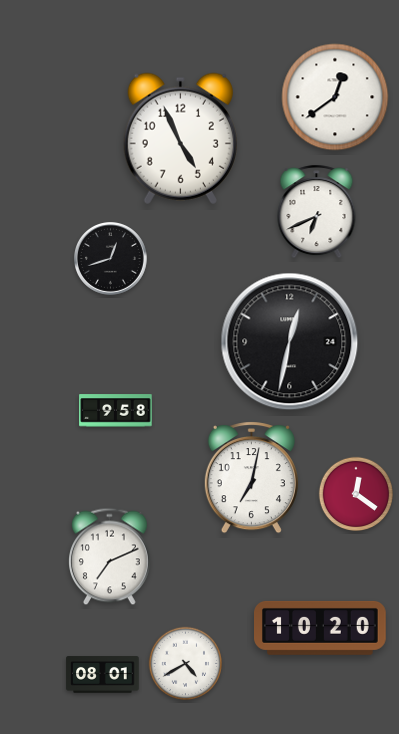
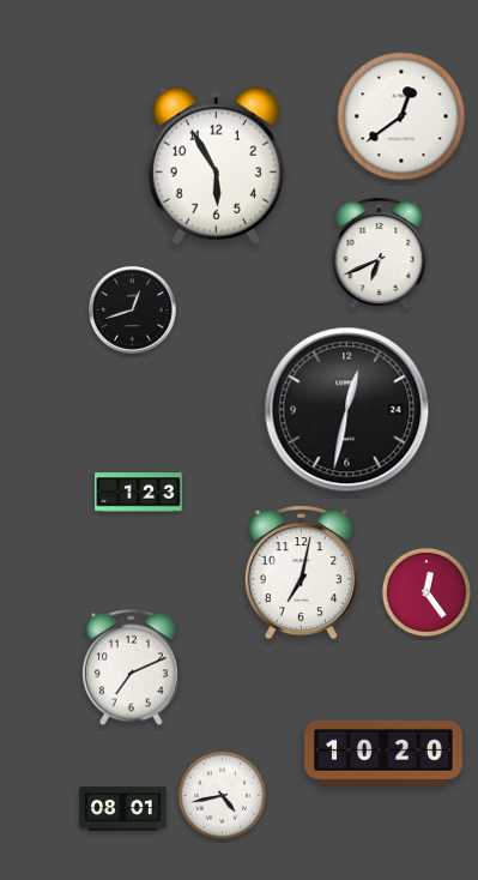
clock at (180, 138): 4:56 -> 5:55
clock at (116, 411): 9:58 -> 1:23
clock at (355, 493): 12:21 -> 12:24
clock at (186, 664): 4:40 -> 4:43
